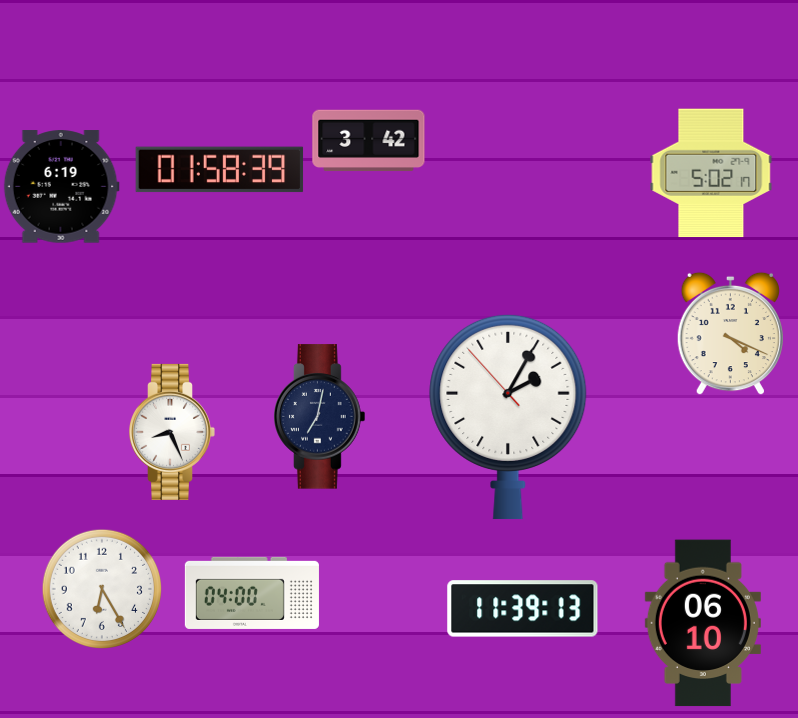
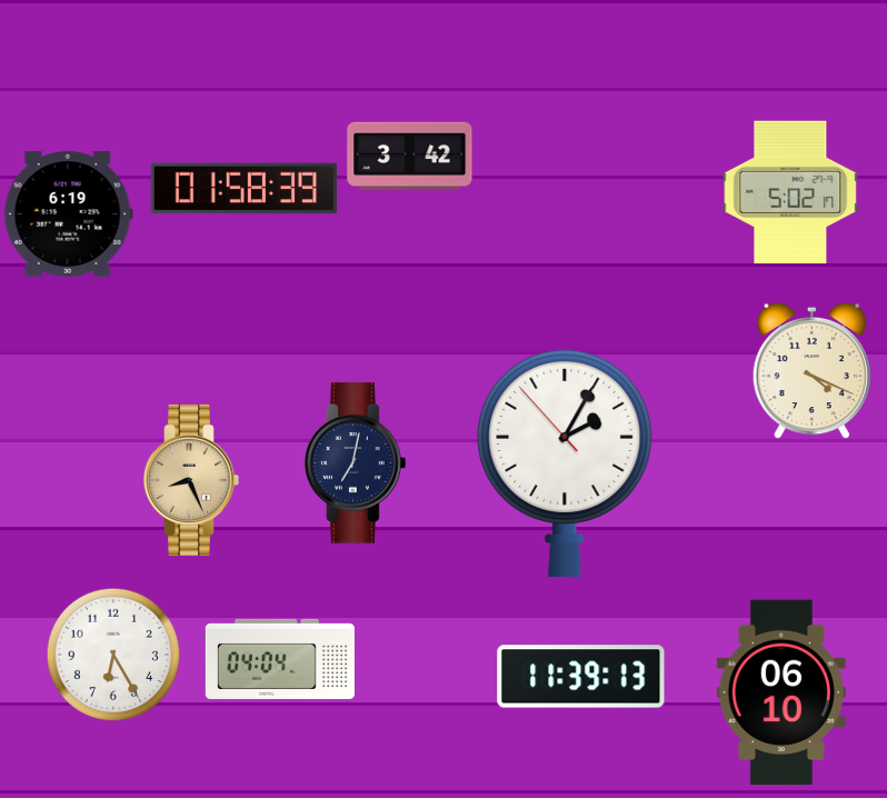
clock at (61, 187) position: (61, 187) -> (68, 215)
clock at (172, 432) dial: white -> champagne
clock at (252, 593): 04:00 -> 04:04
